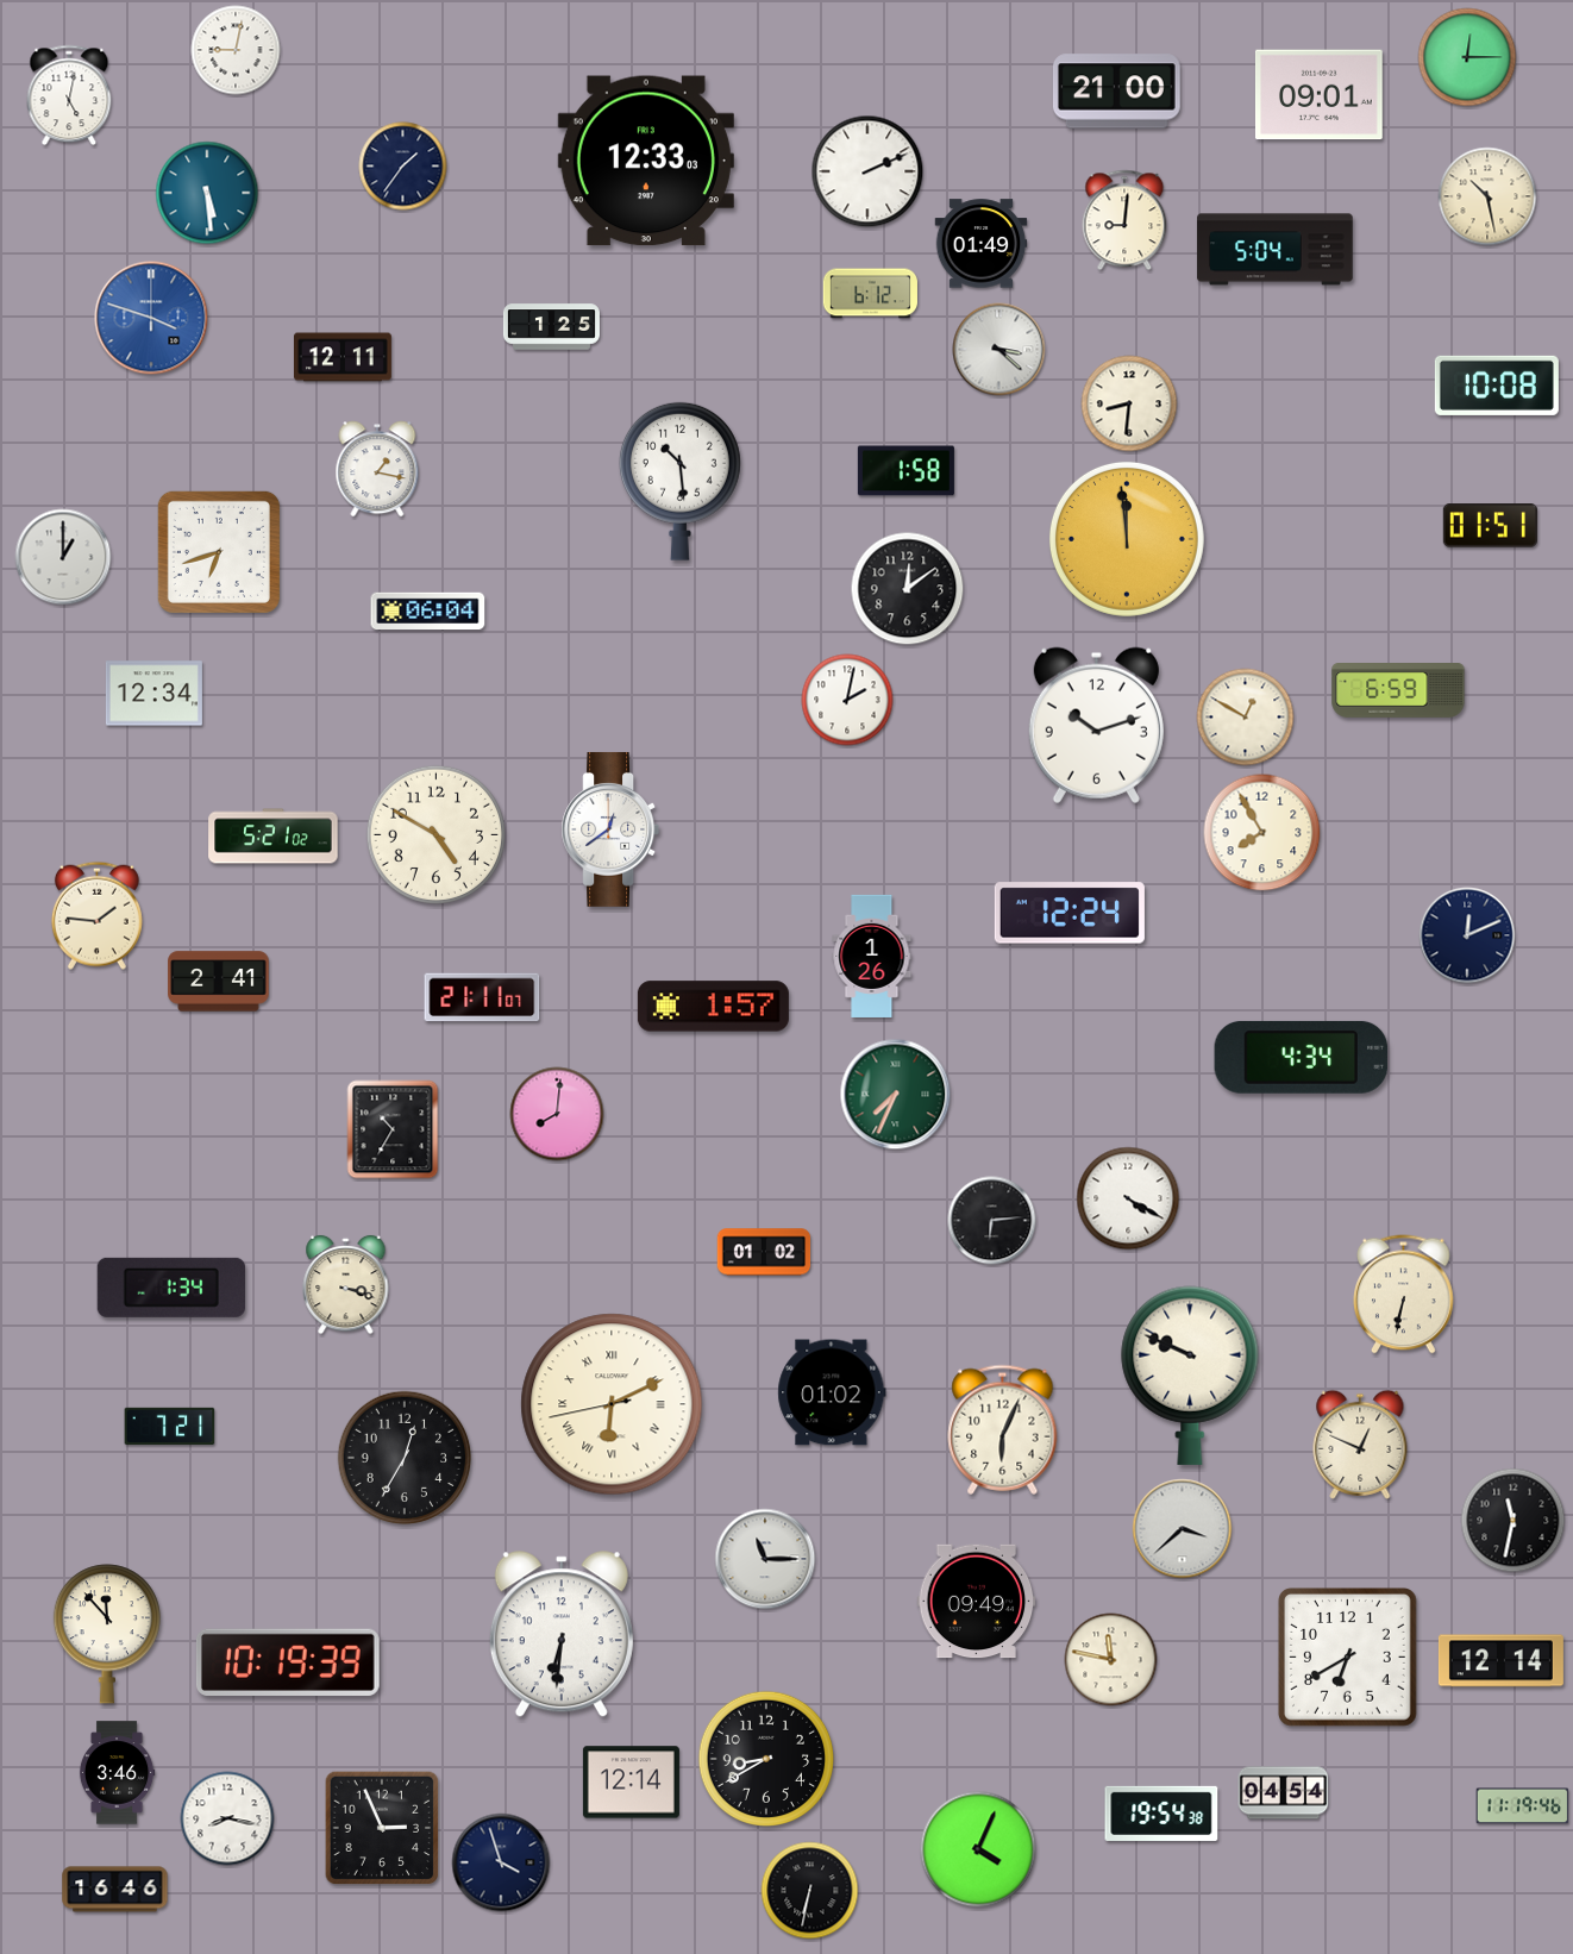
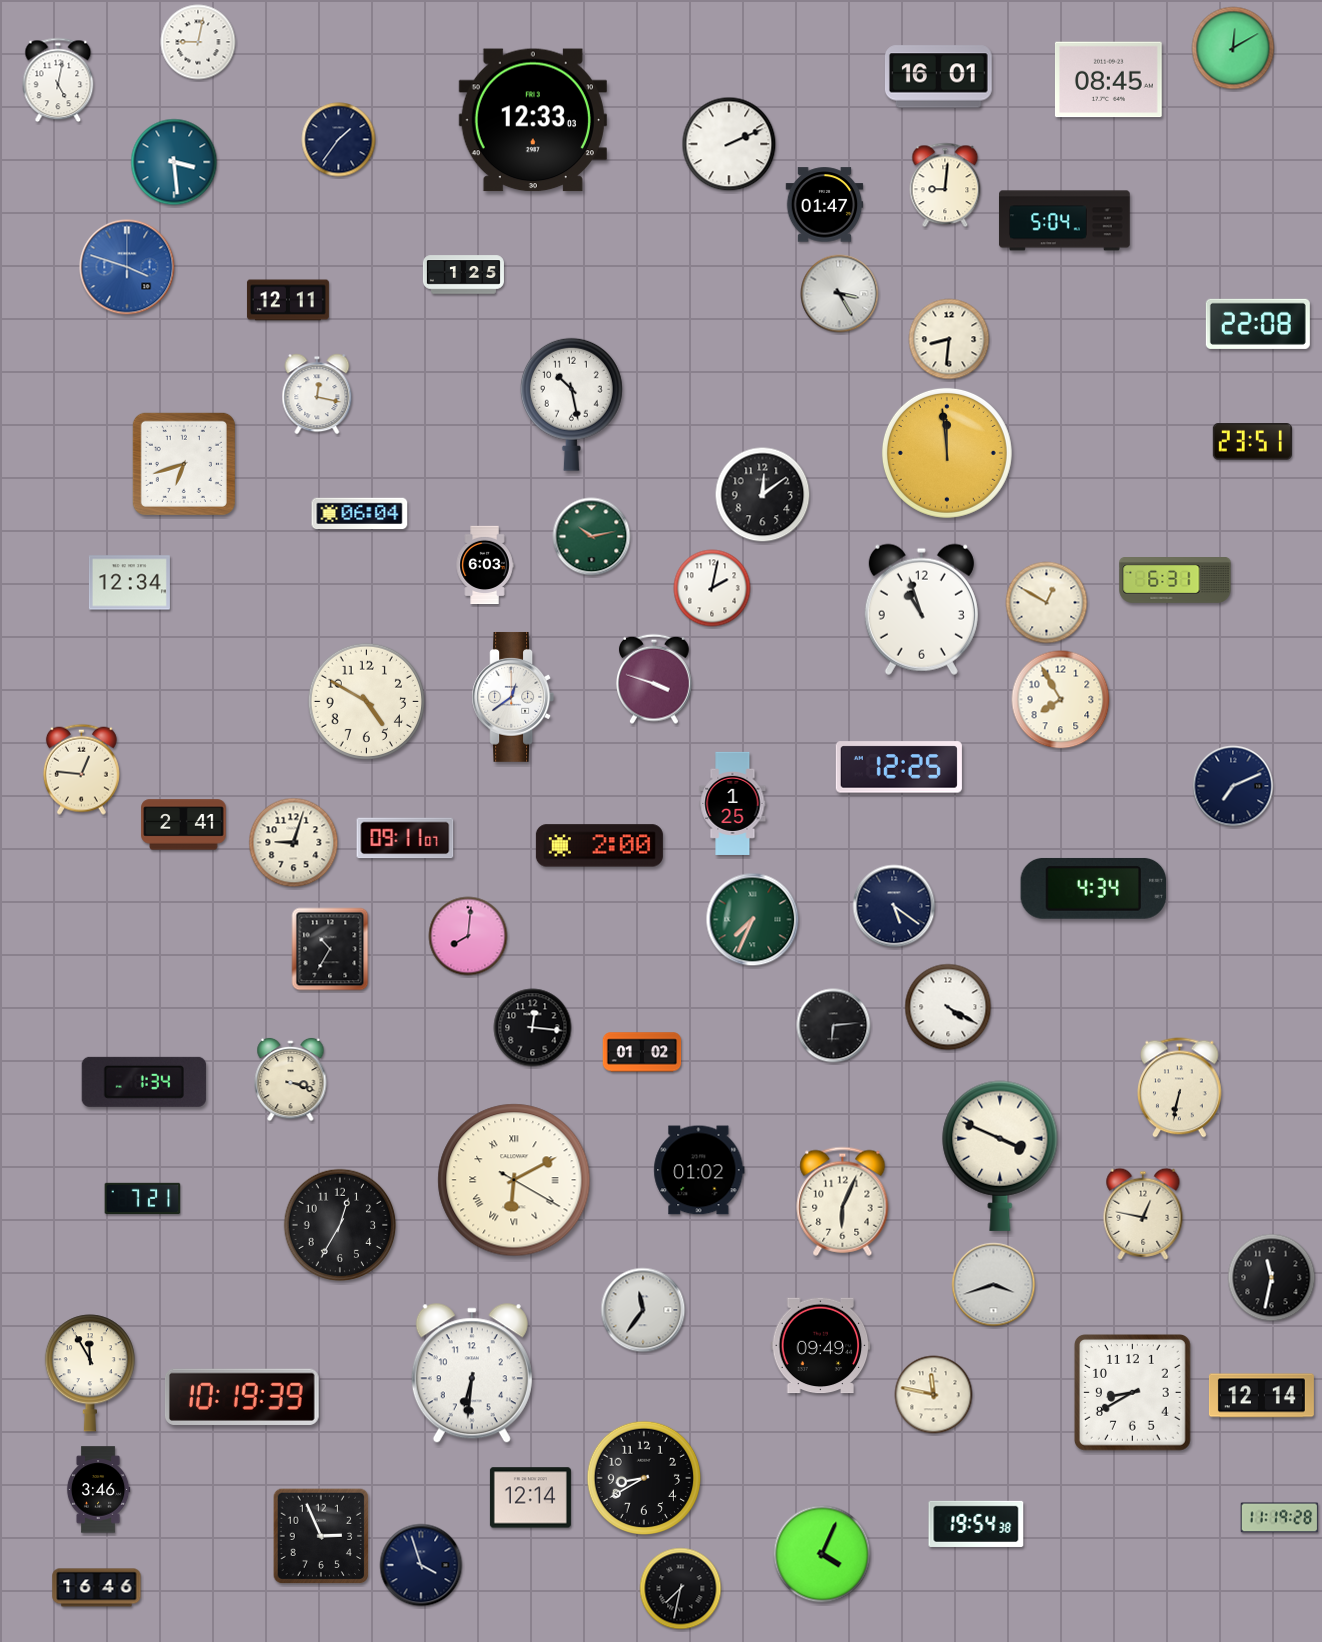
clock at (1467, 57): 12:15 -> 12:10
clock at (1116, 92): 21:00 -> 16:01
clock at (1318, 95): 09:01 -> 08:45
clock at (646, 161) position: (646, 161) -> (533, 120)
clock at (207, 193): 5:29 -> 3:29
clock at (1487, 196): 10:28 -> none
clock at (982, 244): 01:49 -> 01:47
clock at (1276, 250) position: (1276, 250) -> (1065, 221)
clock at (870, 294): 6:12 -> none
clock at (999, 350): 3:22 -> 3:25
clock at (1497, 386): 10:08 -> 22:08
clock at (377, 469): 1:17 -> 12:17
clock at (905, 471): 1:58 -> none
clock at (679, 481): 10:29 -> 10:28
clock at (1490, 526): 01:51 -> 23:51
clock at (63, 557): 1:00 -> none
clock at (592, 537): none -> 10:13
clock at (485, 565): none -> 6:03
clock at (1398, 691): 6:59 -> 6:31
clock at (1096, 725): 10:12 -> 10:57
clock at (654, 679): none -> 3:48
clock at (274, 837): 5:21 -> none
clock at (1070, 913): 12:24 -> 12:25
clock at (96, 915): 1:46 -> 12:46
clock at (1467, 935): 12:11 -> 7:11
clock at (872, 956): 1:26 -> 1:25
clock at (482, 997): 21:11 -> 09:11
clock at (294, 843): none -> 9:03
clock at (713, 1007): 1:57 -> 2:00
clock at (894, 906): none -> 5:21
clock at (533, 1028): none -> 12:16
clock at (1190, 1376): 9:49 -> 3:49
clock at (612, 1404): 6:10:43 -> 6:10:20
clock at (1360, 1445): 12:49 -> 12:47
clock at (1183, 1529): 3:38 -> 3:42
clock at (765, 1559): 11:15 -> 11:36
clock at (107, 1634): 11:53 -> 11:55
clock at (1348, 1658): 6:40 -> 8:40
clock at (1284, 1793): 04:54 -> none
clock at (1523, 1806): 11:19:46 -> 11:19:28
clock at (227, 1818): 8:17 -> none
clock at (810, 1891): 6:32 -> 7:32
